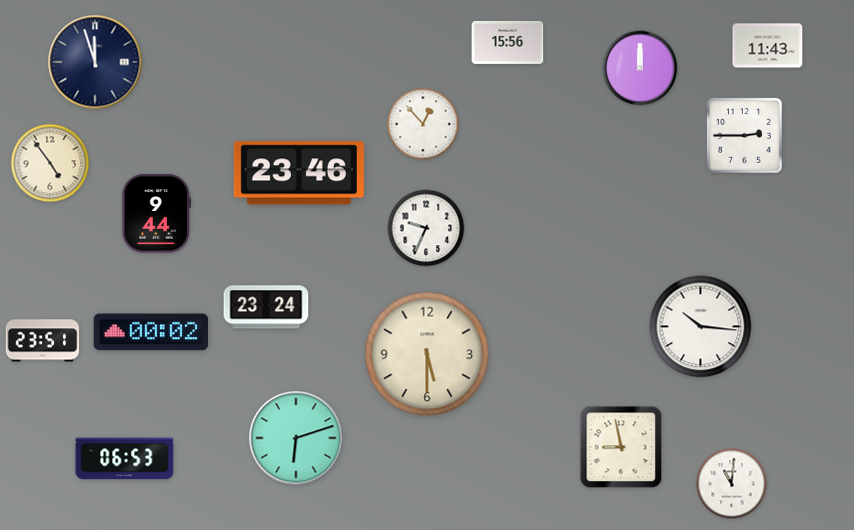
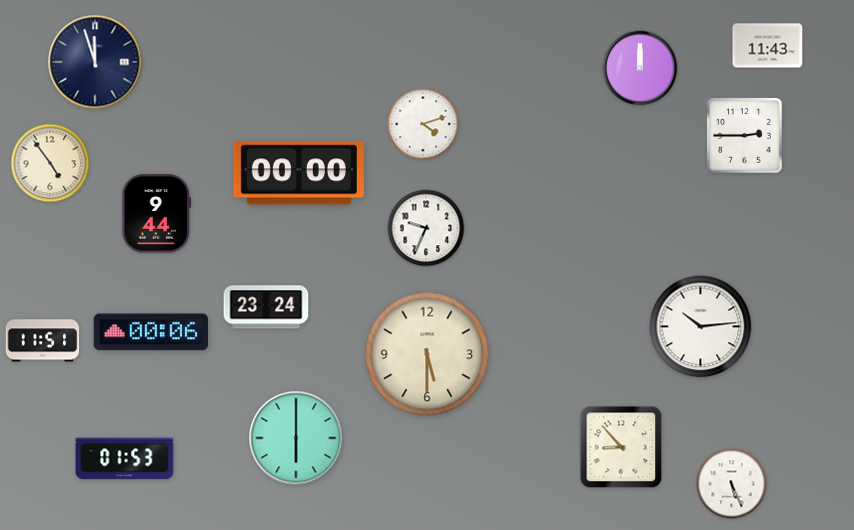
clock at (508, 42): 15:56 -> none
clock at (423, 124): 12:53 -> 4:12
clock at (299, 173): 23:46 -> 00:00
clock at (701, 327): 10:16 -> 10:14
clock at (151, 332): 00:02 -> 00:06
clock at (43, 341): 23:51 -> 11:51
clock at (296, 438): 6:12 -> 6:00
clock at (621, 447): 8:58 -> 8:53
clock at (125, 459): 06:53 -> 01:53
clock at (732, 484): 11:01 -> 5:26
